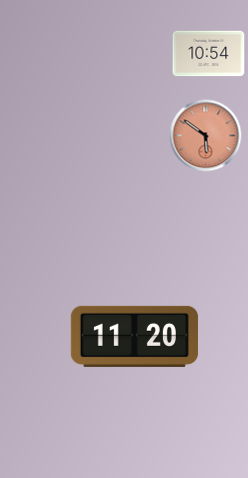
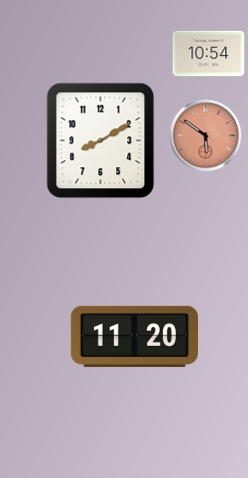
clock at (101, 141): none -> 8:10
